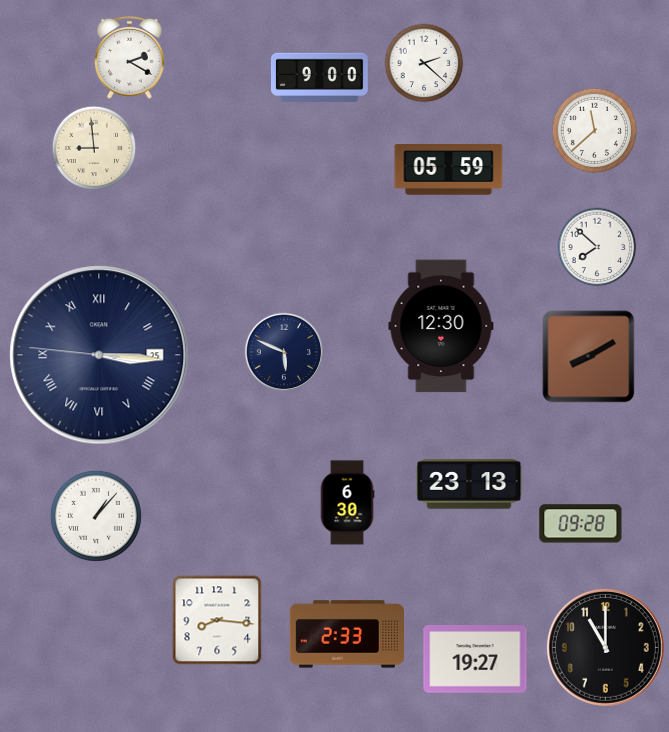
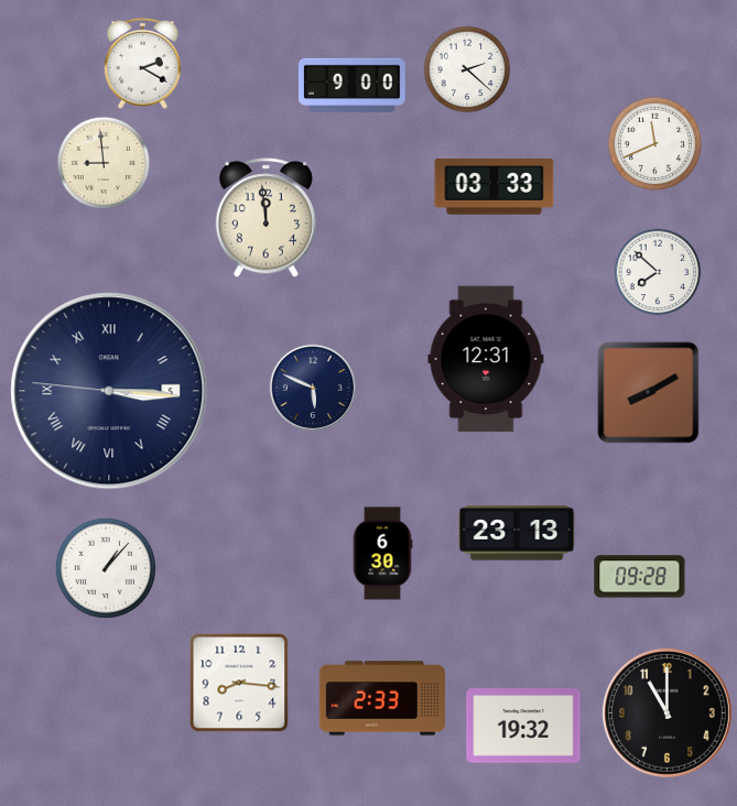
clock at (595, 131): 11:38 -> 11:41
clock at (449, 170): 05:59 -> 03:33
clock at (265, 218): none -> 11:59
clock at (441, 326): 12:30 -> 12:31
clock at (99, 355) date: 25 -> 5
clock at (475, 660): 19:27 -> 19:32
